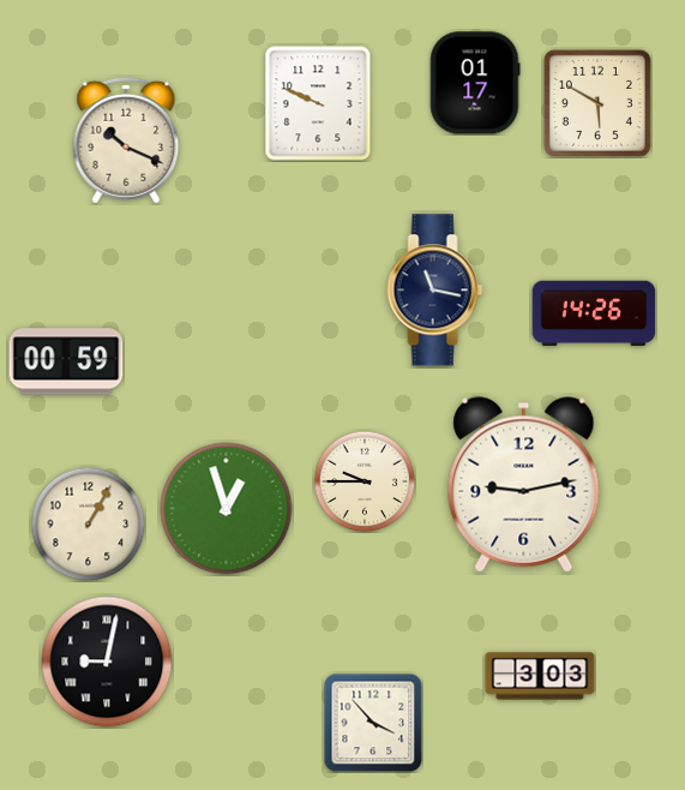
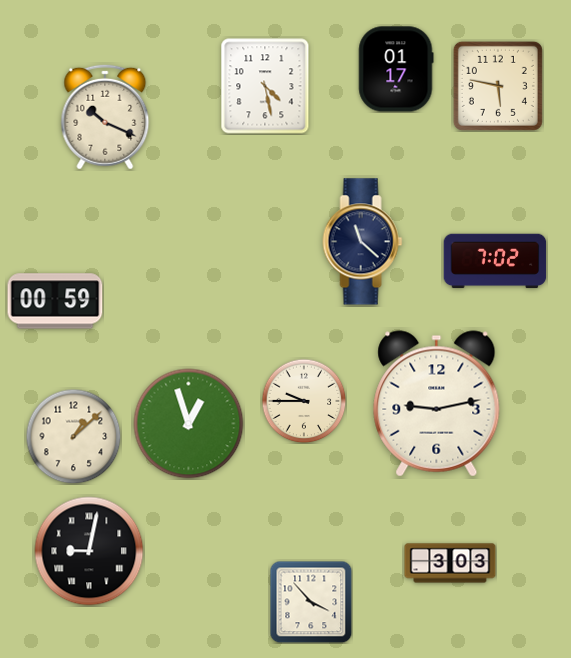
clock at (318, 103): 9:49 -> 4:28
clock at (597, 103): 5:50 -> 5:47
clock at (435, 291): 11:17 -> 11:22
clock at (594, 313): 14:26 -> 7:02
clock at (88, 523): 1:05 -> 1:08
